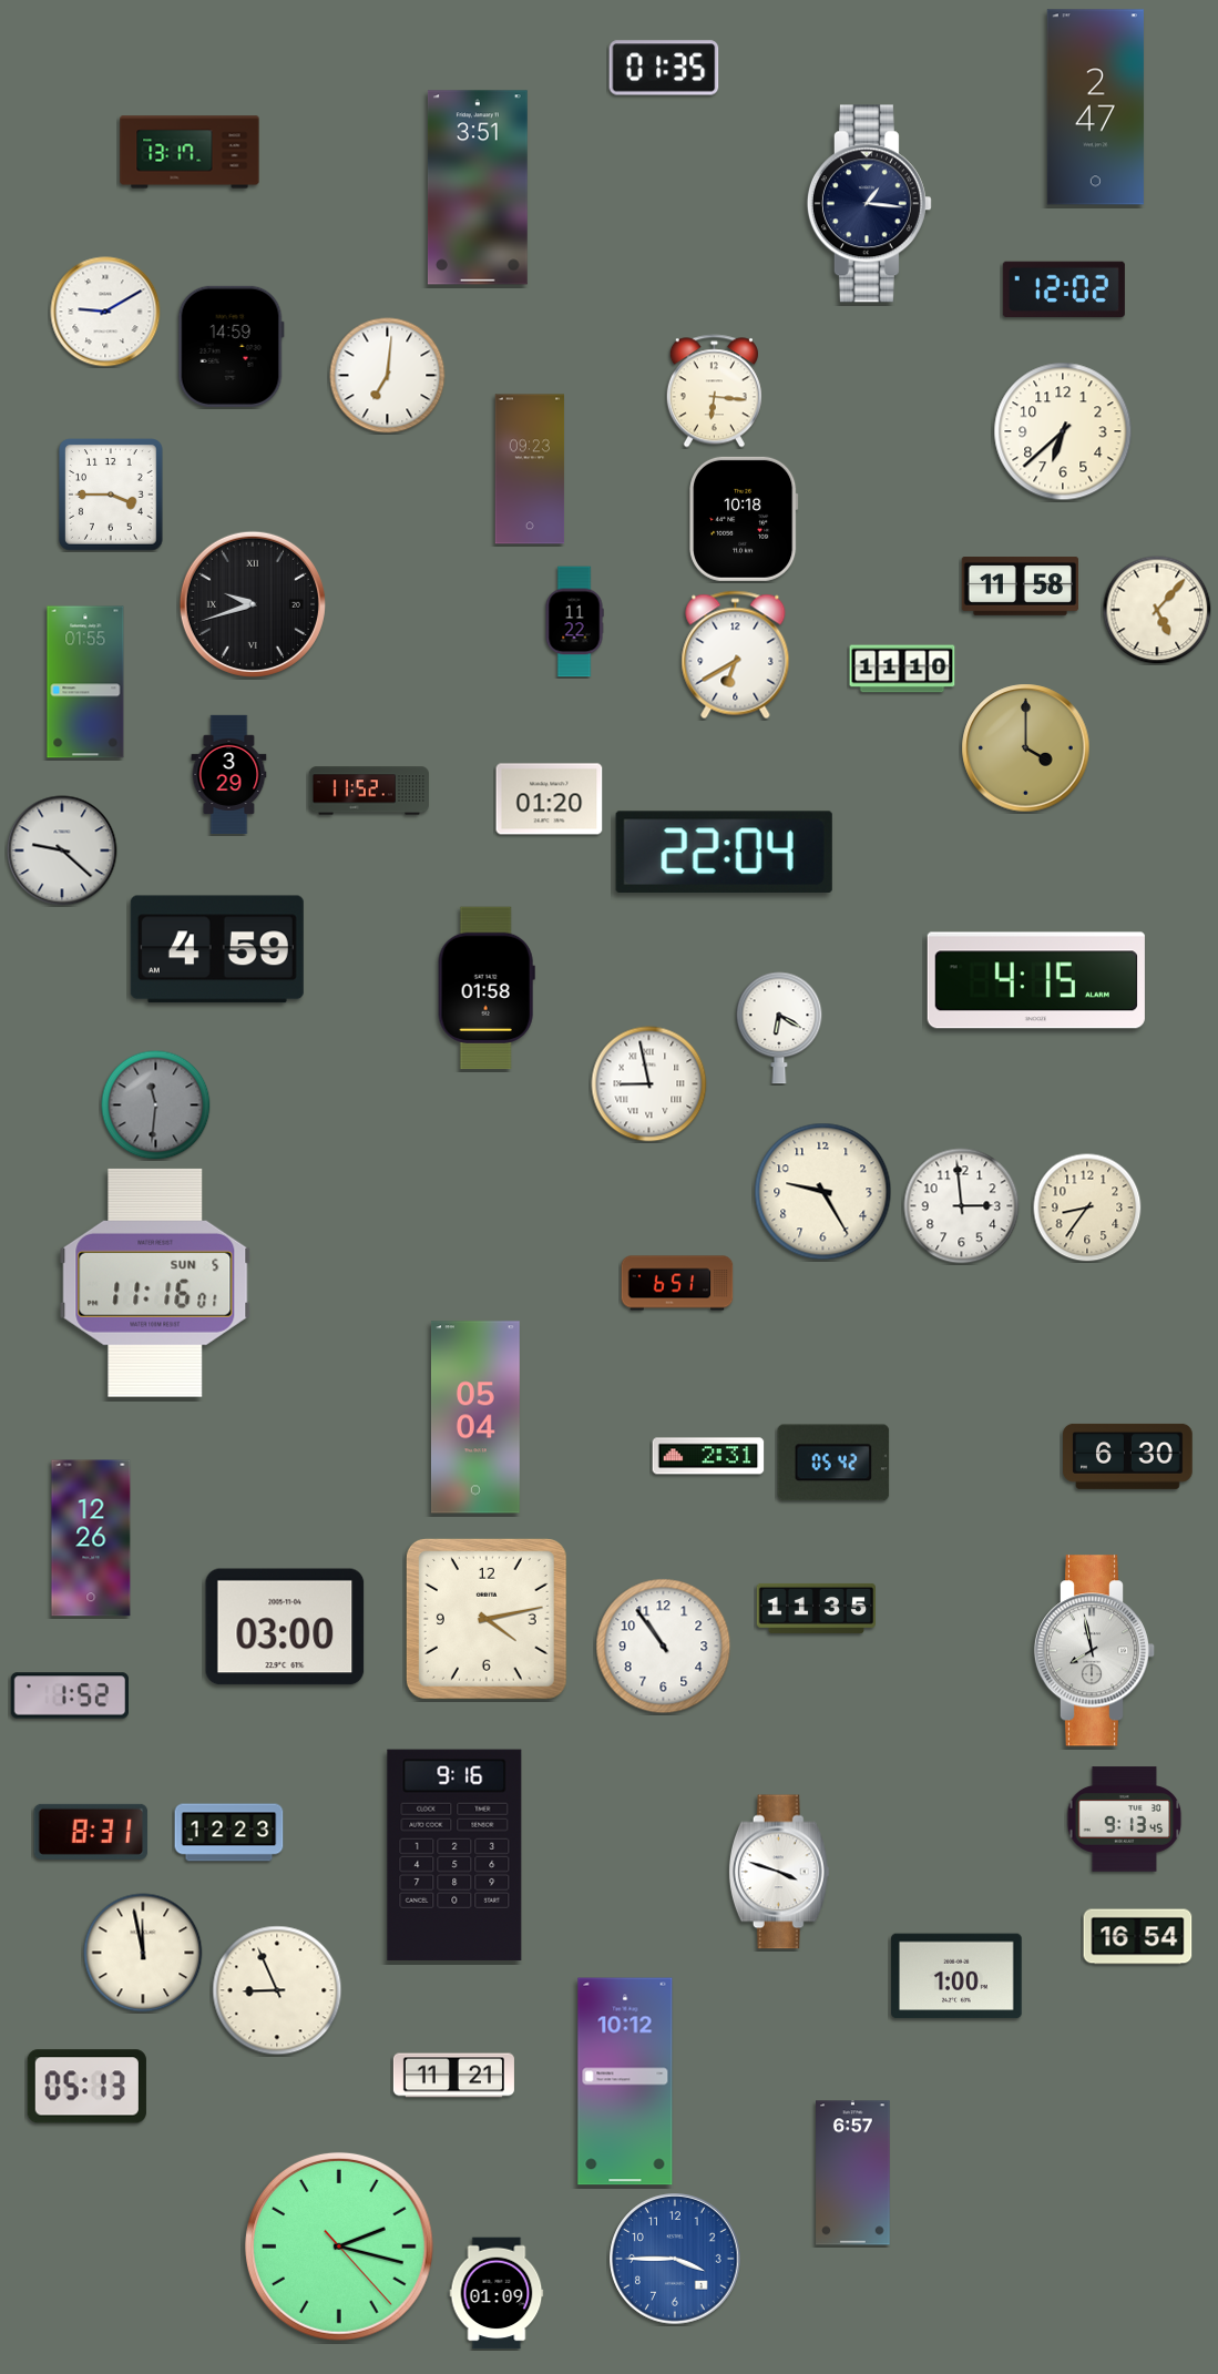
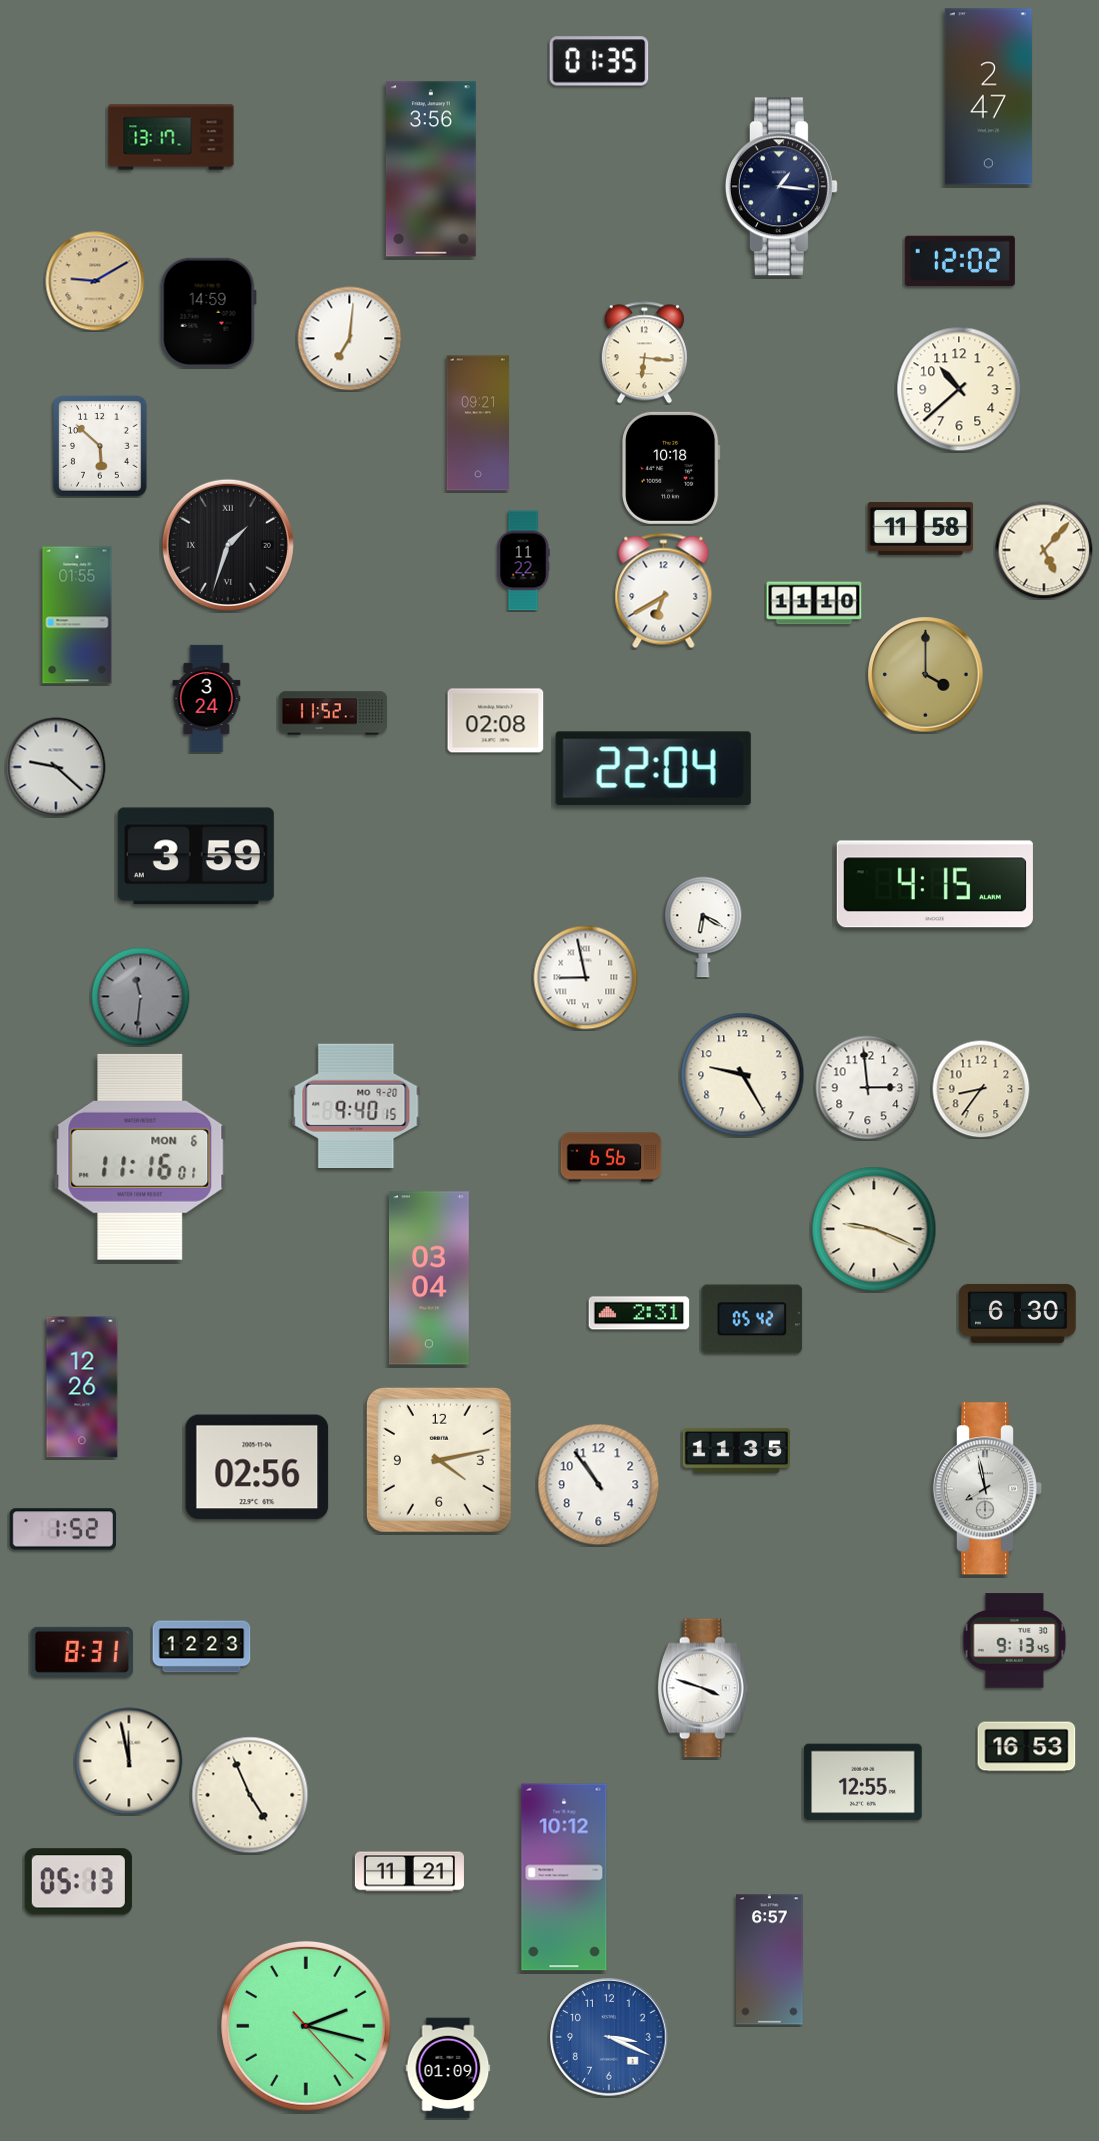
clock at (478, 187): 3:51 -> 3:56
clock at (869, 204) position: (869, 204) -> (781, 187)
clock at (105, 312) dial: white -> champagne
clock at (1063, 431): 6:38 -> 10:38
clock at (530, 469): 09:23 -> 09:21
clock at (112, 495): 3:45 -> 5:52
clock at (253, 604): 9:42 -> 1:33
clock at (574, 622) position: (574, 622) -> (523, 561)
clock at (229, 774): 3:29 -> 3:24
clock at (550, 799): 01:20 -> 02:08
clock at (217, 949): 4:59 -> 3:59
clock at (487, 988): 01:58 -> none
clock at (356, 1105): none -> 9:40
clock at (155, 1283) date: SUN 5 -> MON 6
clock at (677, 1283): 6:51 -> 6:56
clock at (874, 1229): none -> 9:19
clock at (475, 1417): 05:04 -> 03:04
clock at (285, 1627): 03:00 -> 02:56
clock at (229, 1833) position: (229, 1833) -> (202, 1647)
clock at (454, 1855): 9:16 -> none
clock at (1138, 1937): 16:54 -> 16:53
clock at (956, 1976): 1:00 -> 12:55
clock at (277, 1990): 8:56 -> 4:56
clock at (675, 2259): 3:45 -> 3:19
